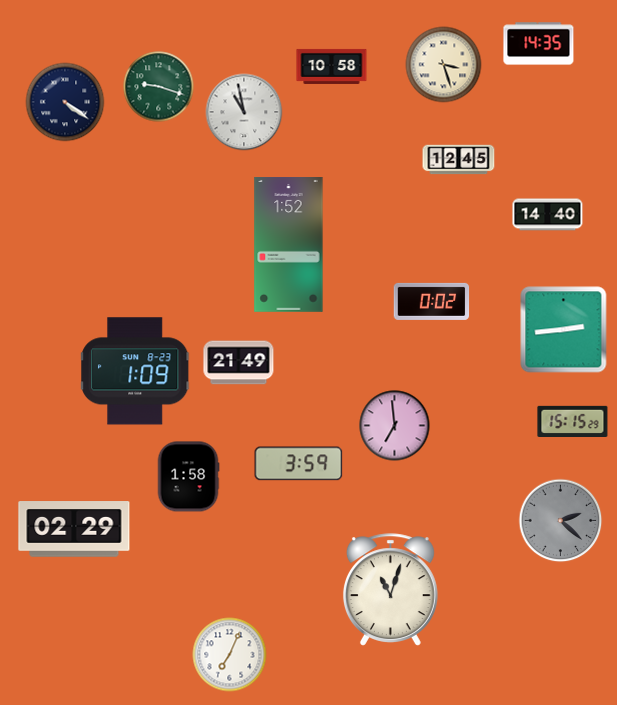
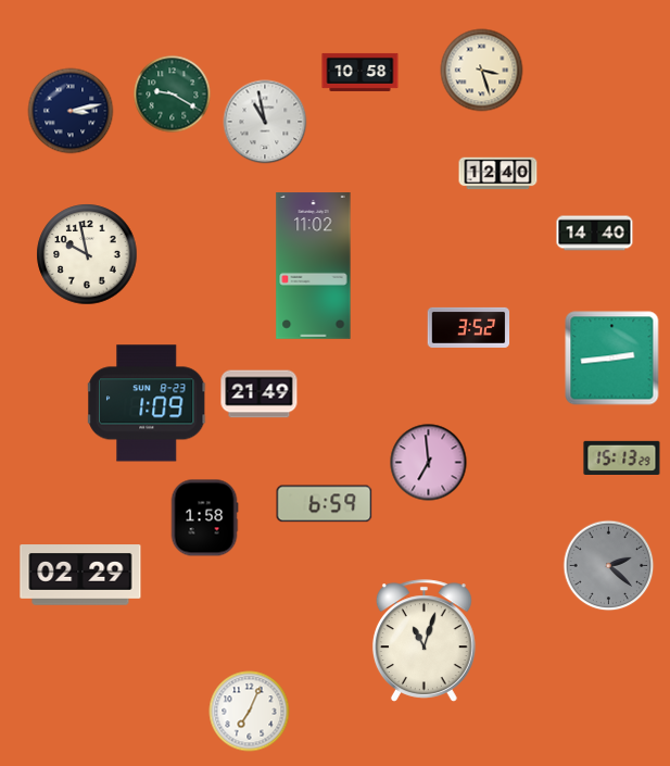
clock at (539, 44): 14:35 -> none
clock at (159, 87): 9:18 -> 9:20
clock at (65, 102): 4:21 -> 3:13
clock at (459, 160): 12:45 -> 12:40
clock at (87, 254): none -> 9:58
clock at (289, 245): 1:52 -> 11:02
clock at (432, 301): 0:02 -> 3:52
clock at (573, 421): 15:15 -> 15:13
clock at (299, 464): 3:59 -> 6:59
